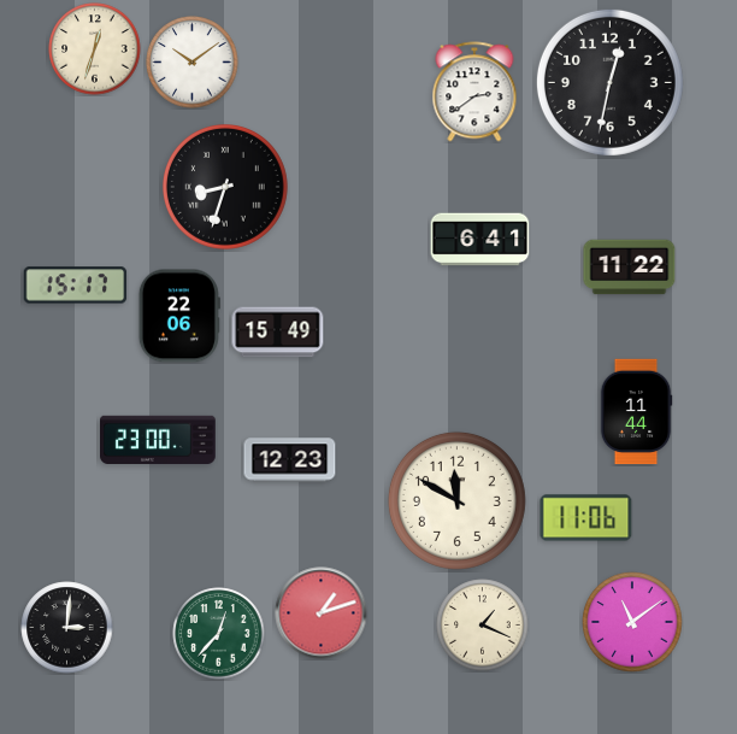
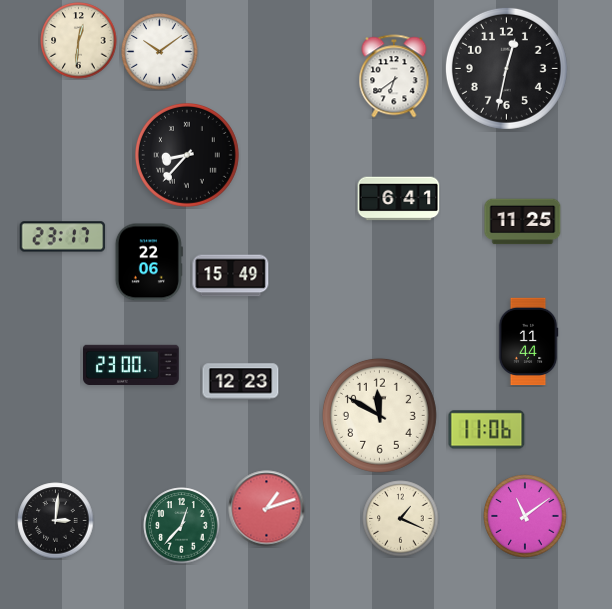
clock at (95, 49): 12:33 -> 12:31
clock at (474, 92): 2:39 -> 6:39
clock at (226, 188): 8:33 -> 8:37
clock at (630, 268): 11:22 -> 11:25
clock at (76, 286): 15:17 -> 23:17
